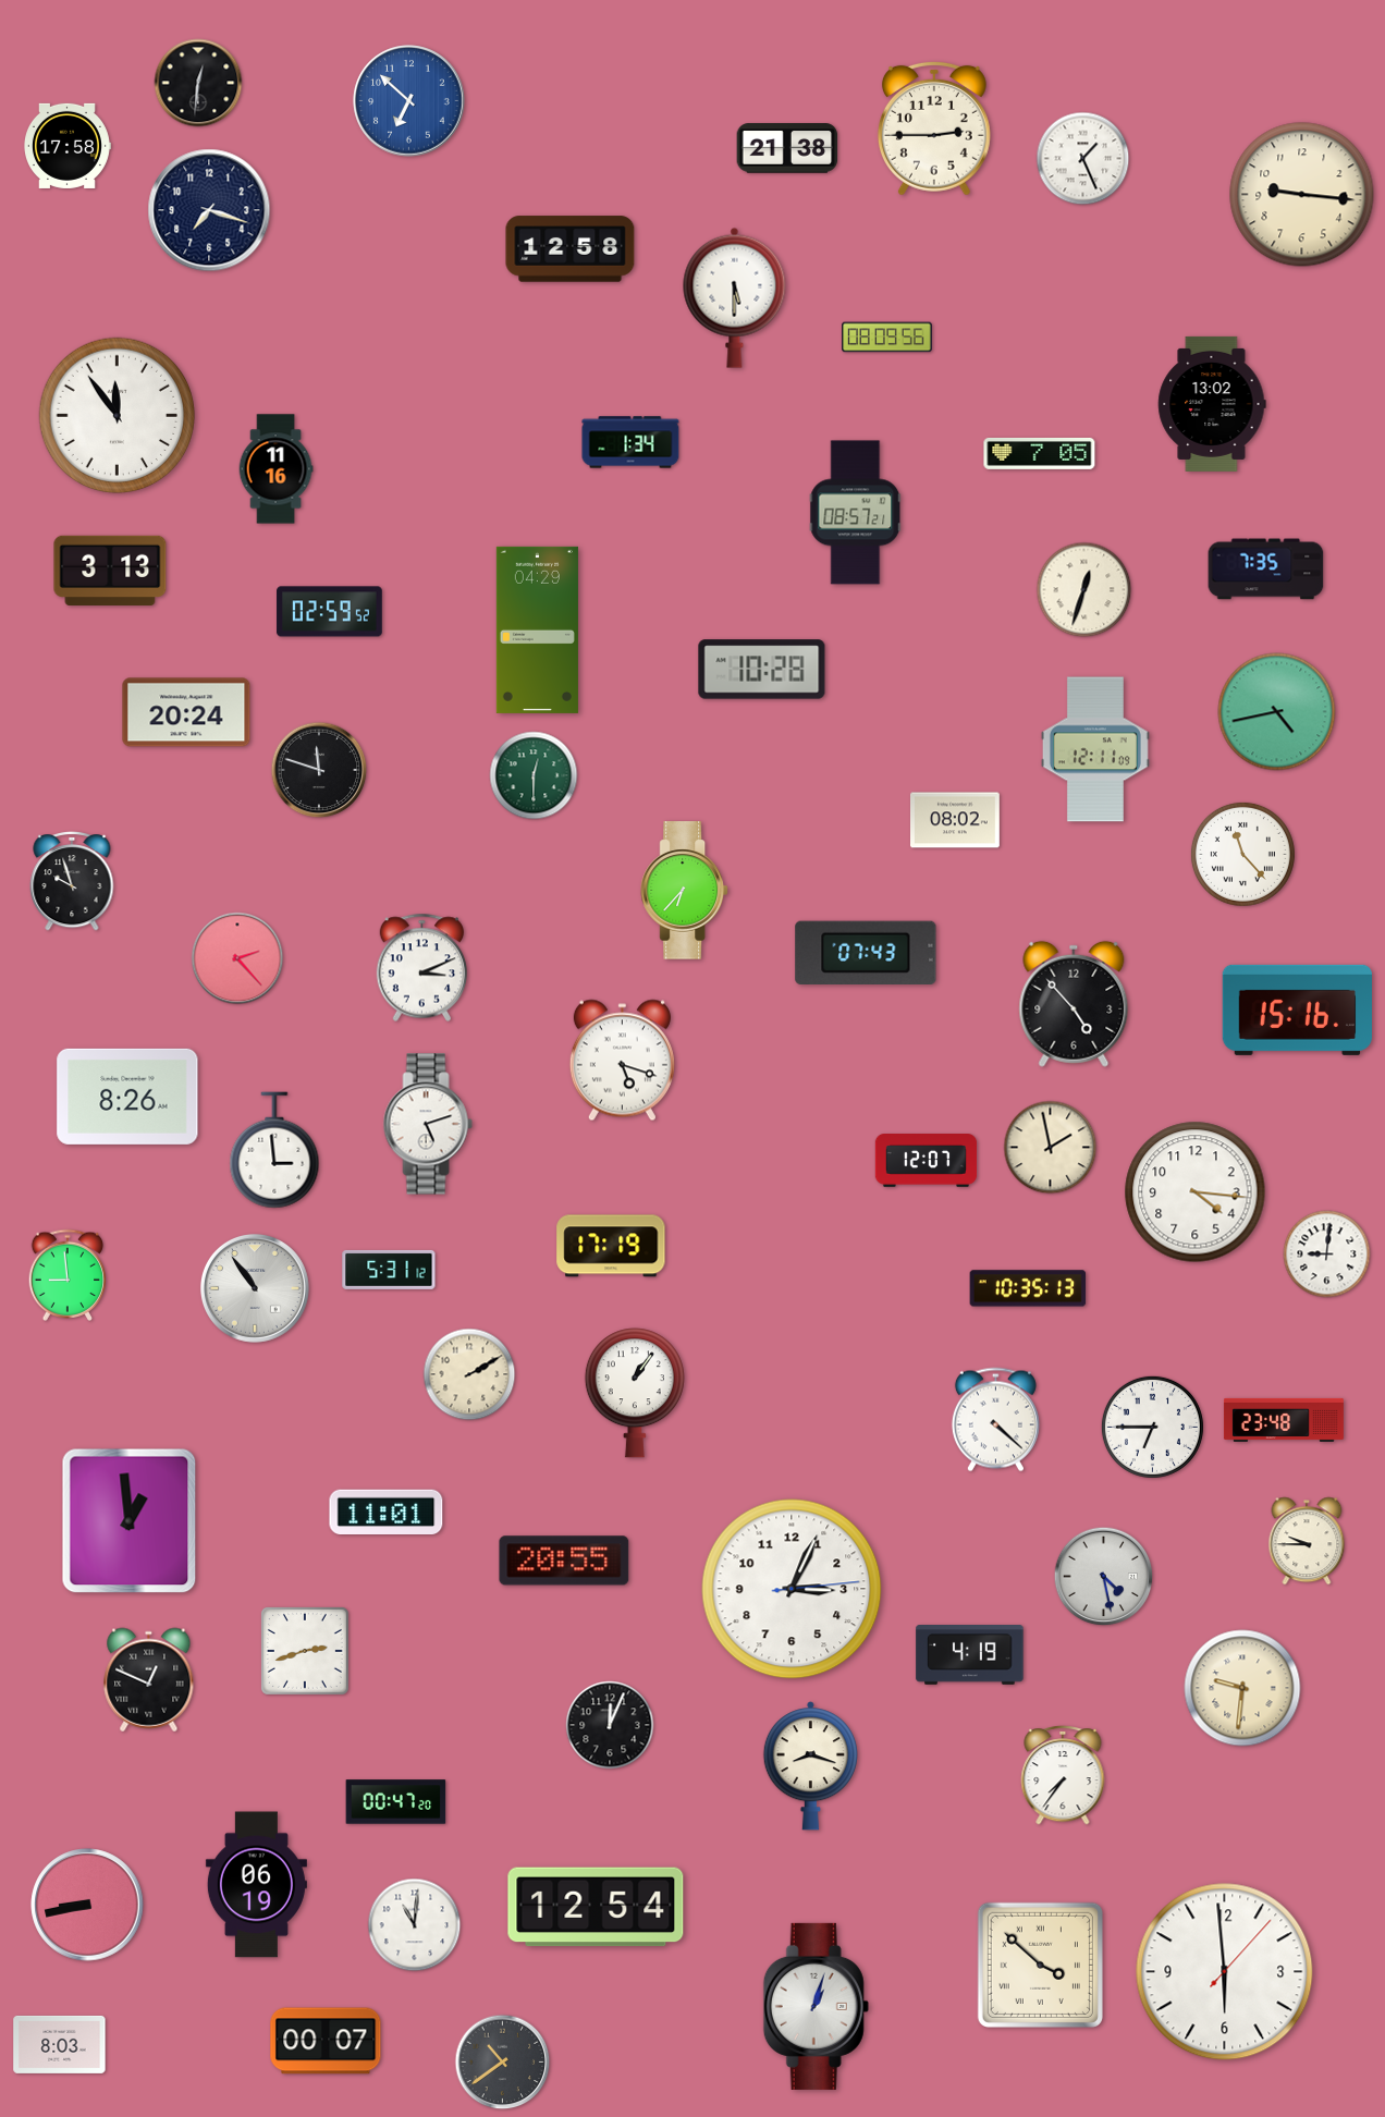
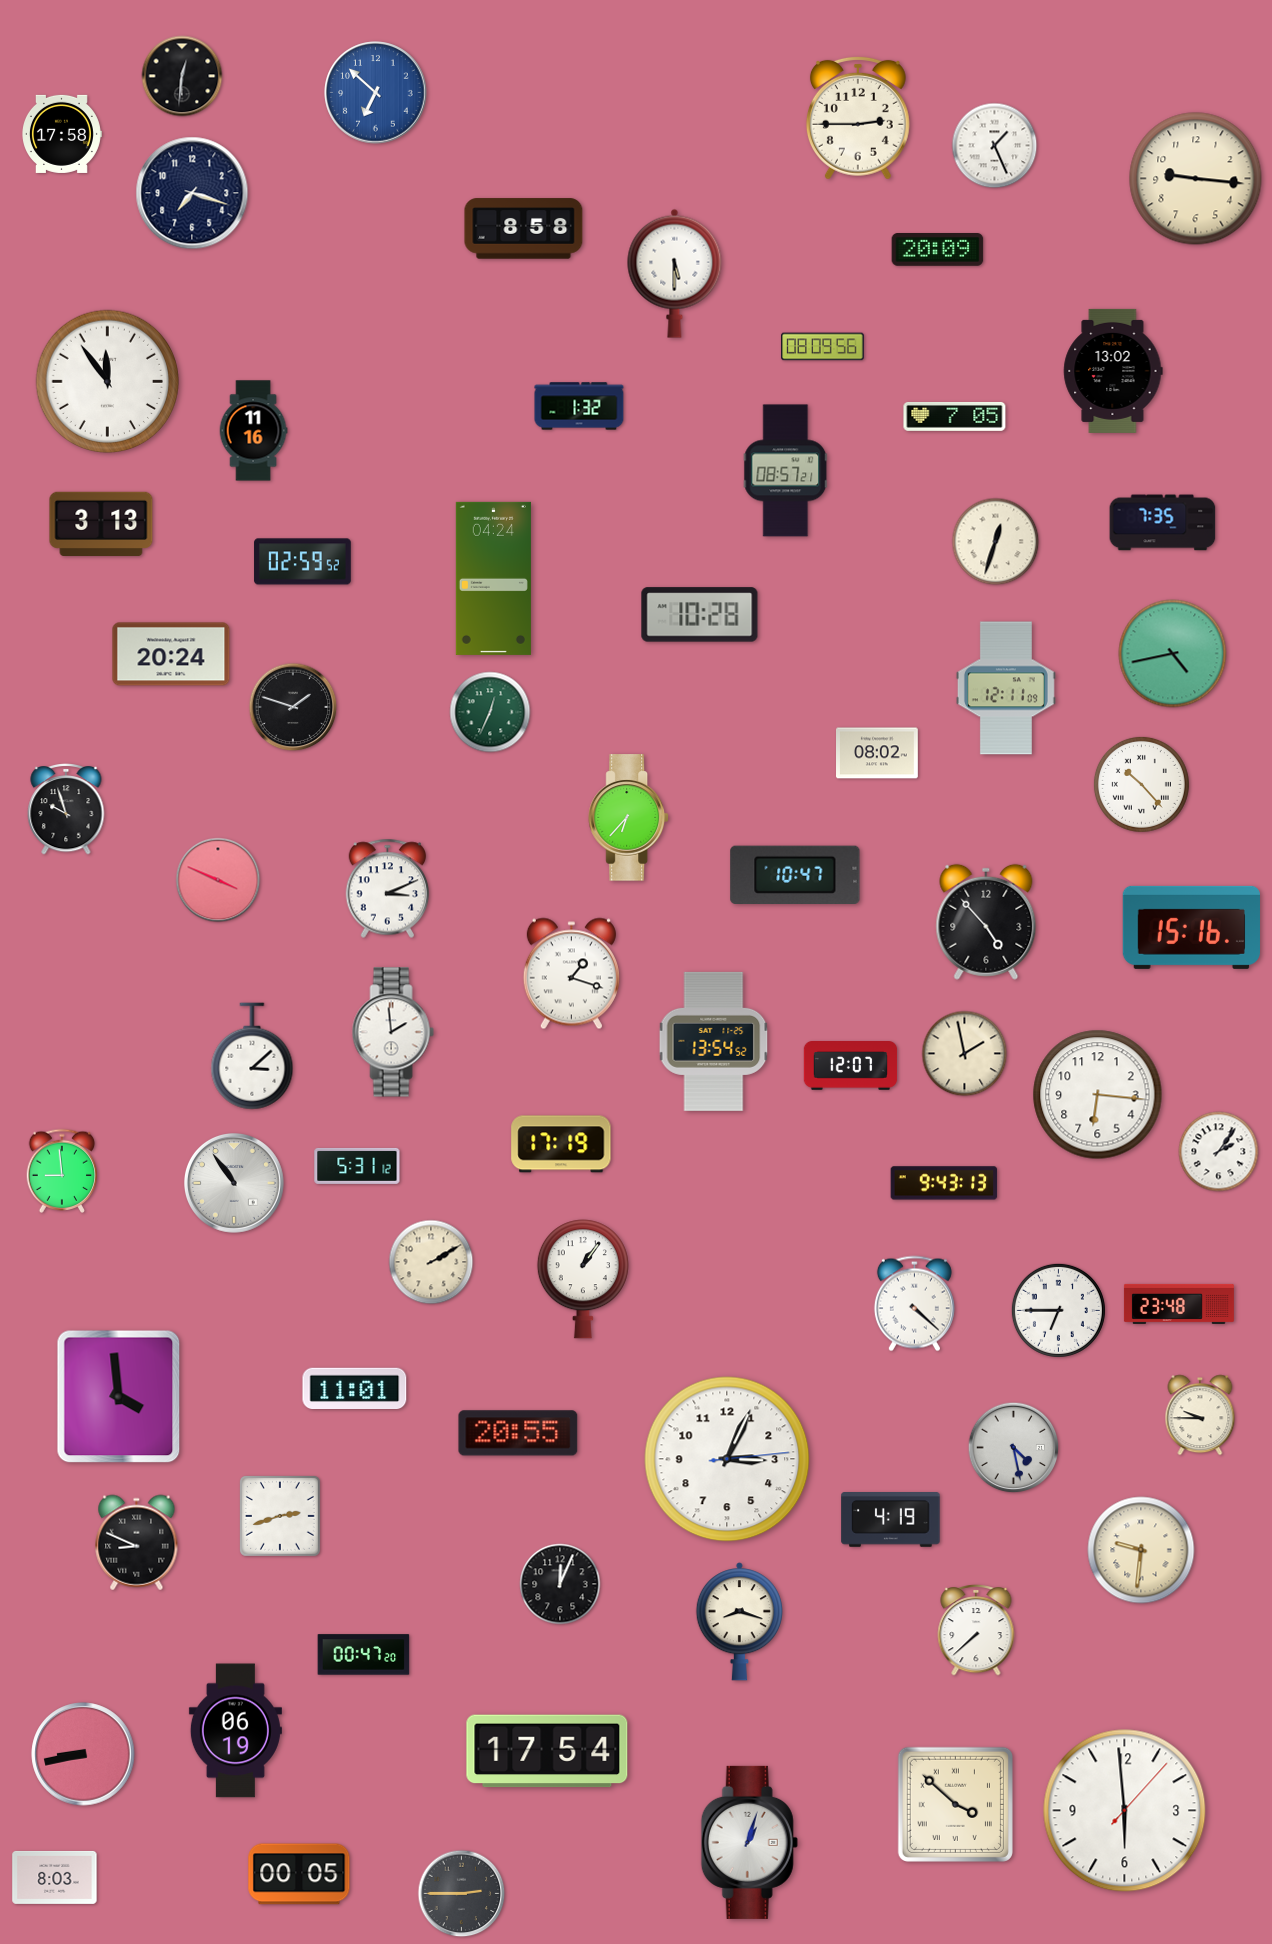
clock at (787, 148): 21:38 -> none
clock at (571, 249): 12:58 -> 8:58
clock at (938, 250): none -> 20:09
clock at (887, 338) position: (887, 338) -> (823, 347)
clock at (630, 442): 1:34 -> 1:32
clock at (537, 629): 04:29 -> 04:24
clock at (319, 770): 11:48 -> 1:48
clock at (534, 775): 12:30 -> 12:34
clock at (1242, 854): 11:23 -> 10:23
clock at (866, 952): 07:43 -> 10:47
clock at (237, 958): 2:23 -> 3:49
clock at (622, 1061): 5:18 -> 1:18
clock at (127, 1097): 8:26 -> none
clock at (428, 1124): 5:12 -> 1:59
clock at (714, 1041): none -> 13:54
clock at (274, 1150): 2:59 -> 3:08
clock at (1196, 1192): 4:16 -> 6:16
clock at (1327, 1255): 9:01 -> 2:06
clock at (1028, 1288): 10:35 -> 9:43
clock at (130, 1521): 12:59 -> 3:59
clock at (149, 1680): 12:49 -> 8:49
clock at (810, 1766) position: (810, 1766) -> (739, 1622)
clock at (1063, 1776): 7:36 -> 7:38
clock at (87, 1905) position: (87, 1905) -> (83, 1754)
clock at (596, 1907): 12:54 -> 17:54
clock at (415, 1925): 11:01 -> none
clock at (326, 2041): 00:07 -> 00:05
clock at (503, 2063): 10:39 -> 2:45
